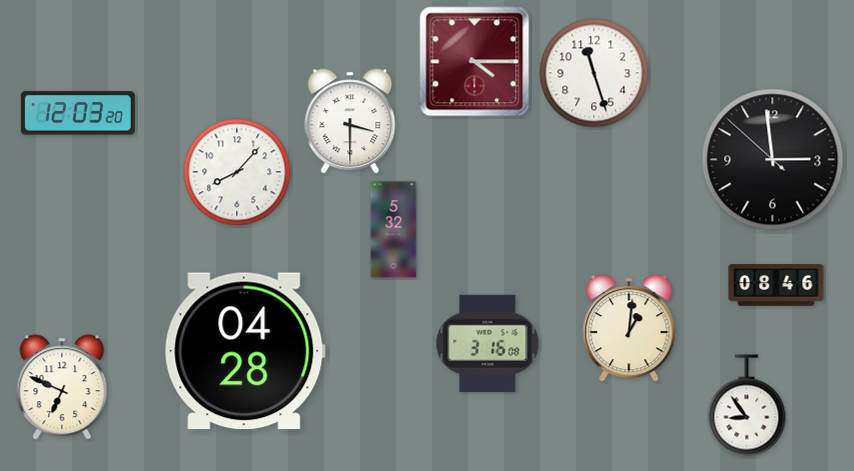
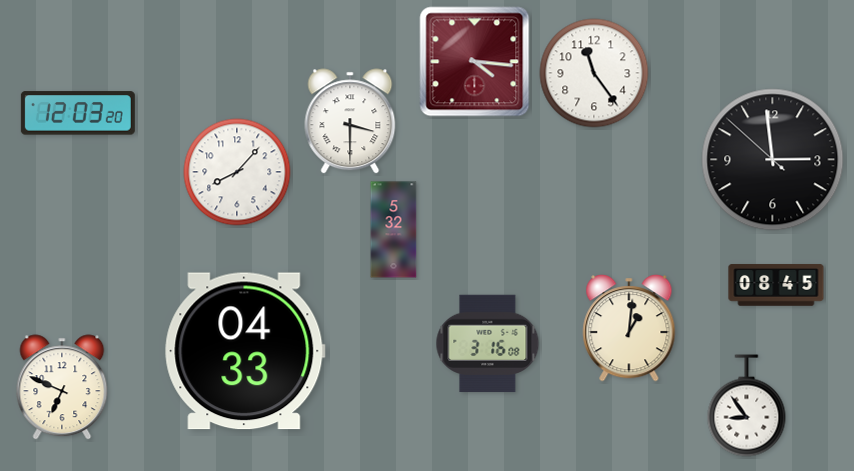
clock at (475, 62): 4:15 -> 4:16
clock at (594, 73): 11:27 -> 11:24
clock at (776, 285): 08:46 -> 08:45
clock at (245, 351): 04:28 -> 04:33
